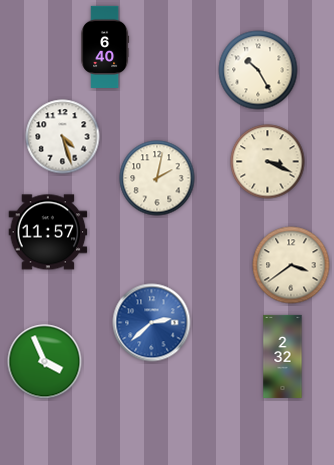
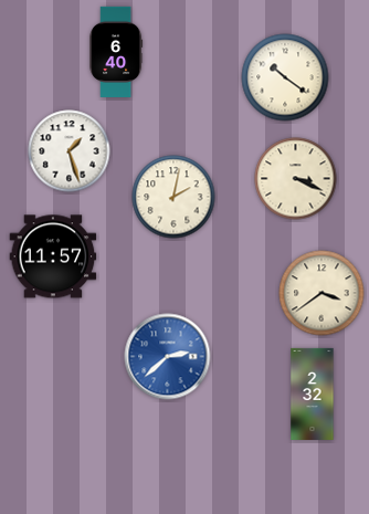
clock at (258, 70): 10:25 -> 10:21
clock at (63, 137): 4:27 -> 1:27
clock at (45, 362): 3:56 -> none
